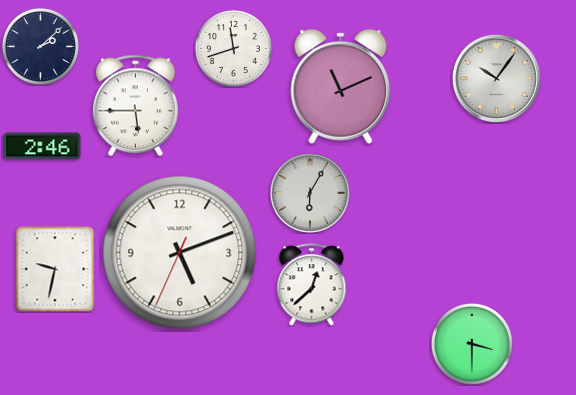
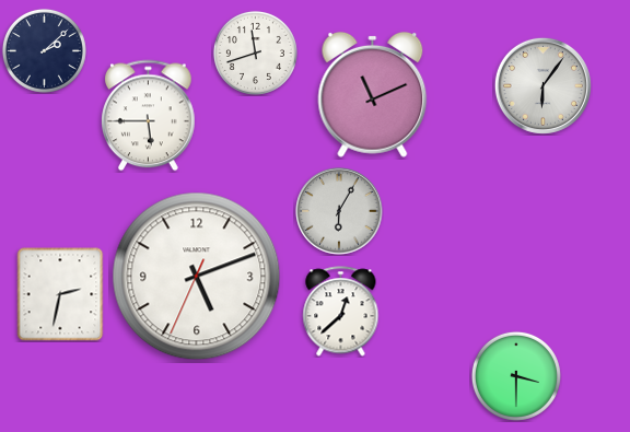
clock at (496, 78): 10:06 -> 6:06
clock at (42, 146): 2:46 -> none
clock at (55, 269): 9:32 -> 2:32
